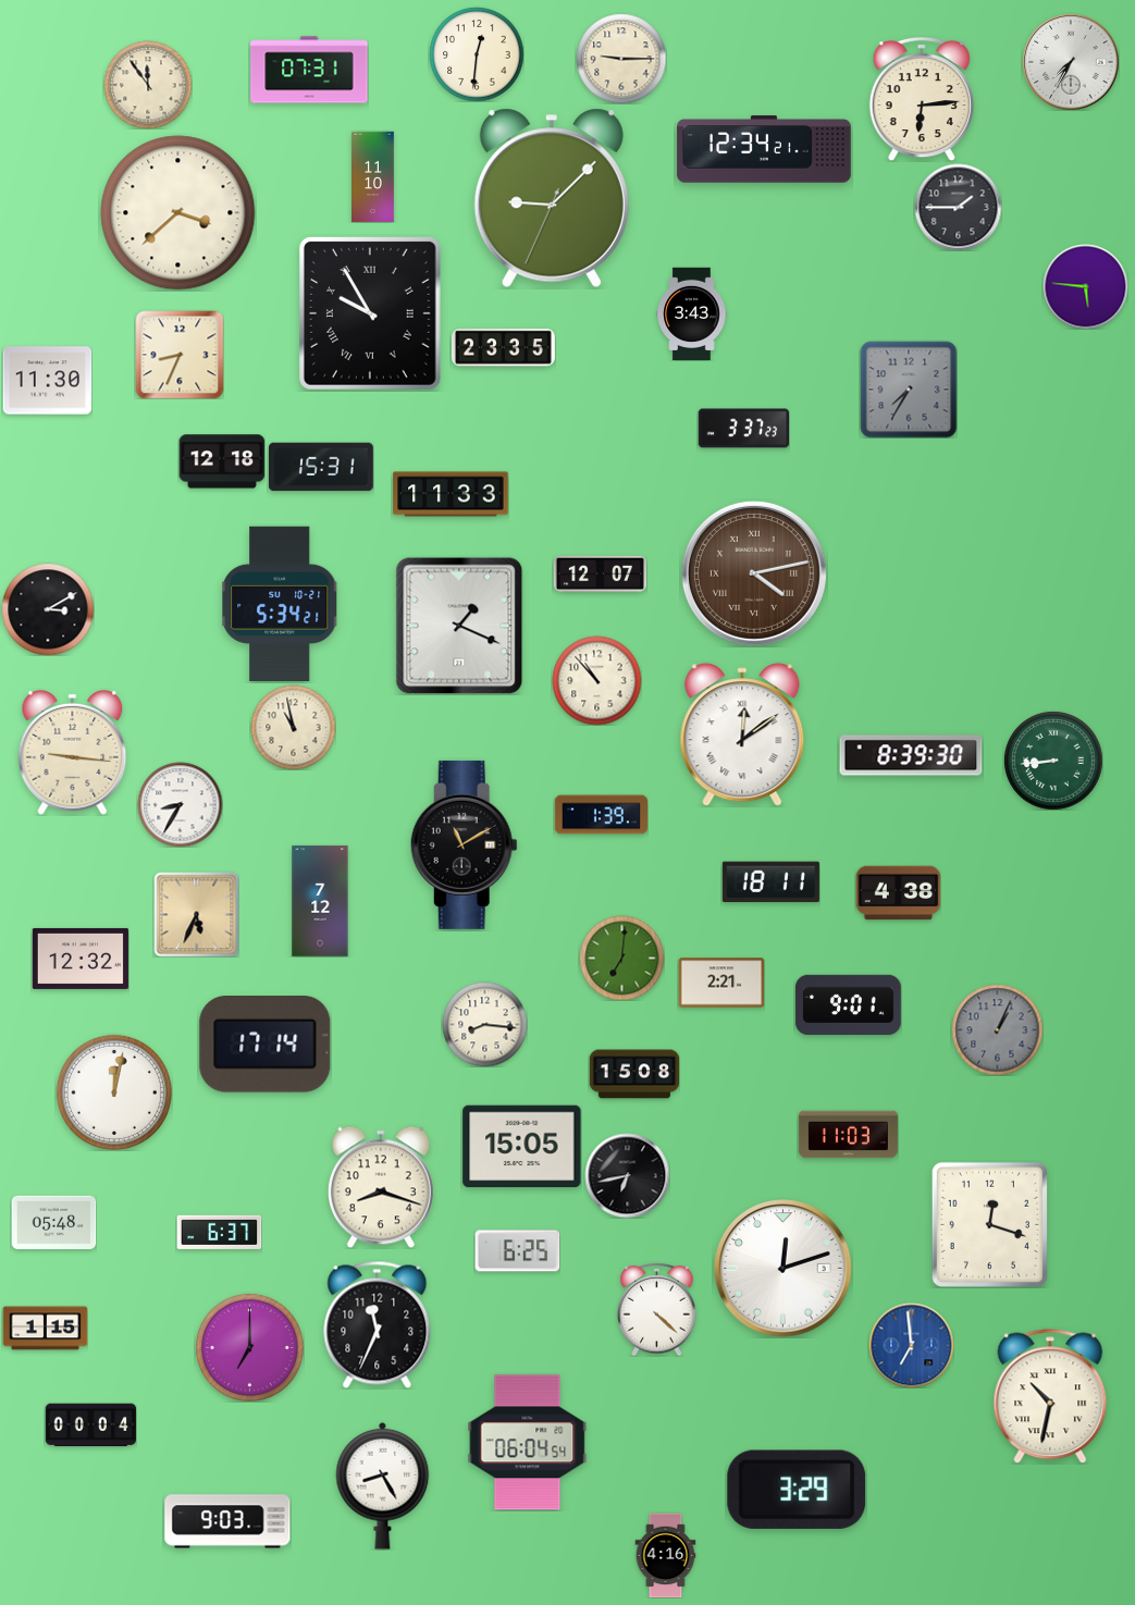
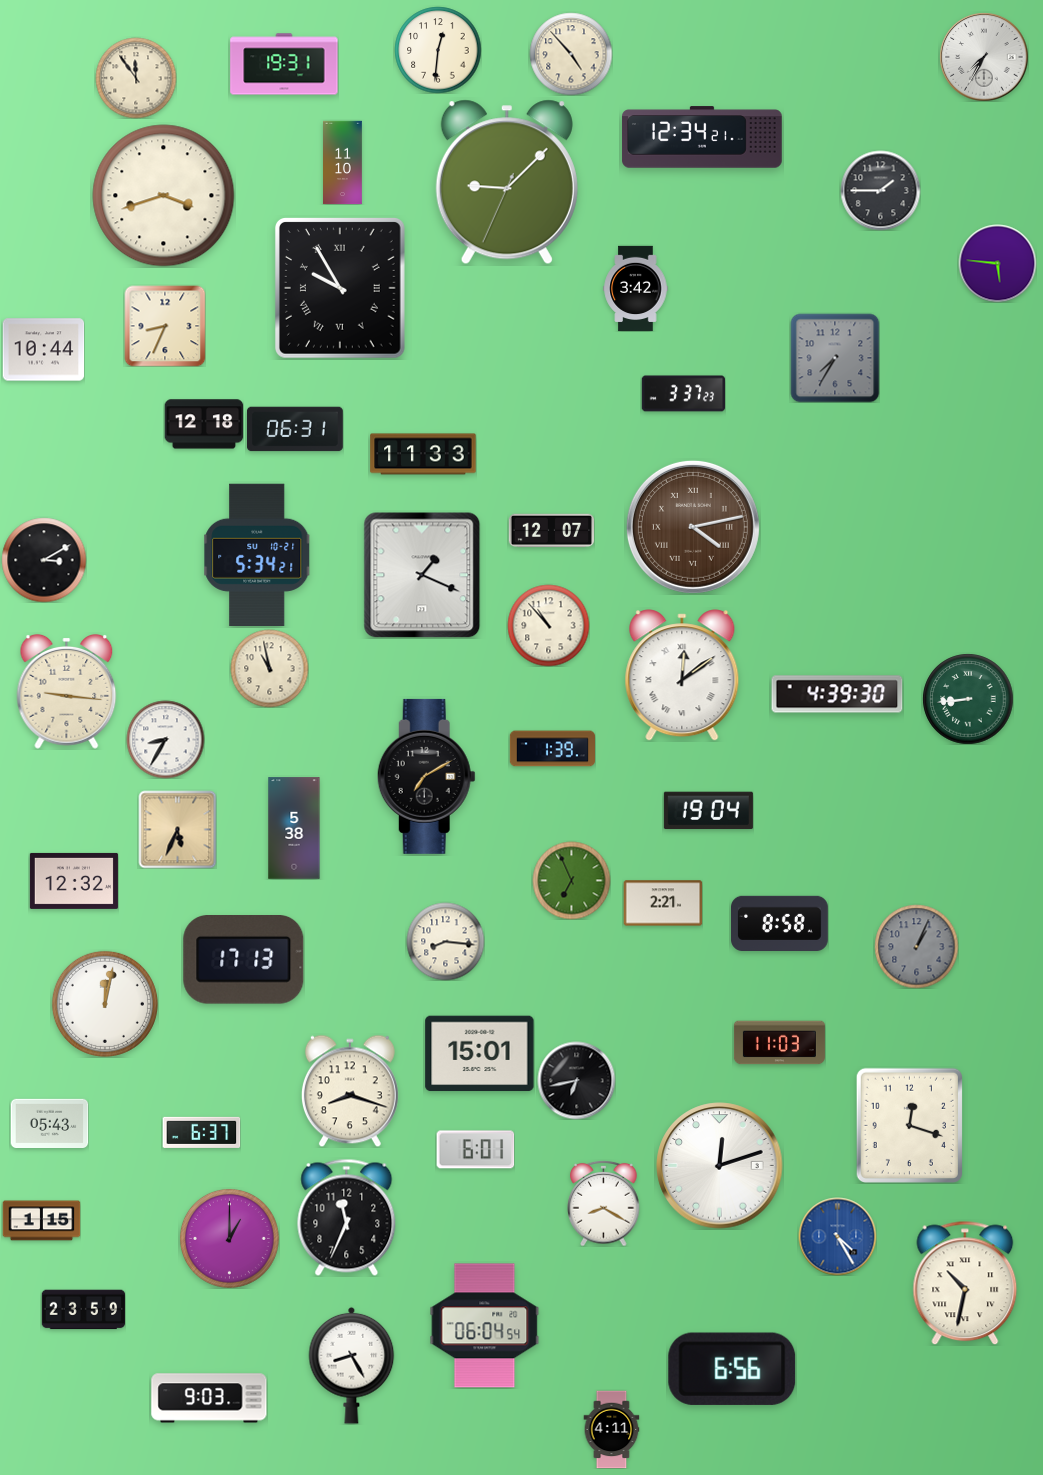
clock at (621, 59): 9:15 -> 4:53
clock at (309, 70): 07:31 -> 19:31
clock at (922, 99): 6:14 -> none
clock at (178, 213): 3:38 -> 3:42
clock at (692, 313): 3:43 -> 3:42
clock at (503, 348): 23:35 -> none
clock at (47, 381): 11:30 -> 10:44
clock at (322, 467): 15:31 -> 06:31
clock at (451, 494) position: (451, 494) -> (423, 454)
clock at (600, 575) position: (600, 575) -> (551, 531)
clock at (911, 755): 8:39 -> 4:39
clock at (464, 844): 11:10 -> 7:10
clock at (770, 882): 18:11 -> 19:04
clock at (898, 893): 4:38 -> none
clock at (320, 901): 7:12 -> 5:38
clock at (196, 914) position: (196, 914) -> (177, 829)
clock at (621, 958): 7:01 -> 6:56
clock at (849, 1004): 9:01 -> 8:58
clock at (266, 1045): 17:14 -> 17:13
clock at (634, 1074): 15:08 -> none
clock at (522, 1147): 15:05 -> 15:01
clock at (53, 1222): 05:48 -> 05:43
clock at (517, 1251): 6:25 -> 6:01
clock at (657, 1309): 4:22 -> 8:20
clock at (911, 1345): 6:59 -> 4:25
clock at (249, 1347): 7:00 -> 1:00
clock at (90, 1425): 00:04 -> 23:59
clock at (797, 1490): 3:29 -> 6:56
clock at (666, 1555): 4:16 -> 4:11
